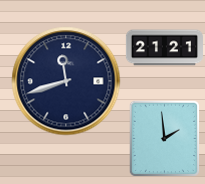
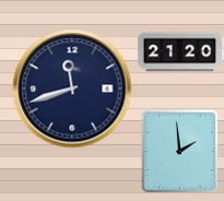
clock at (164, 48): 21:21 -> 21:20
